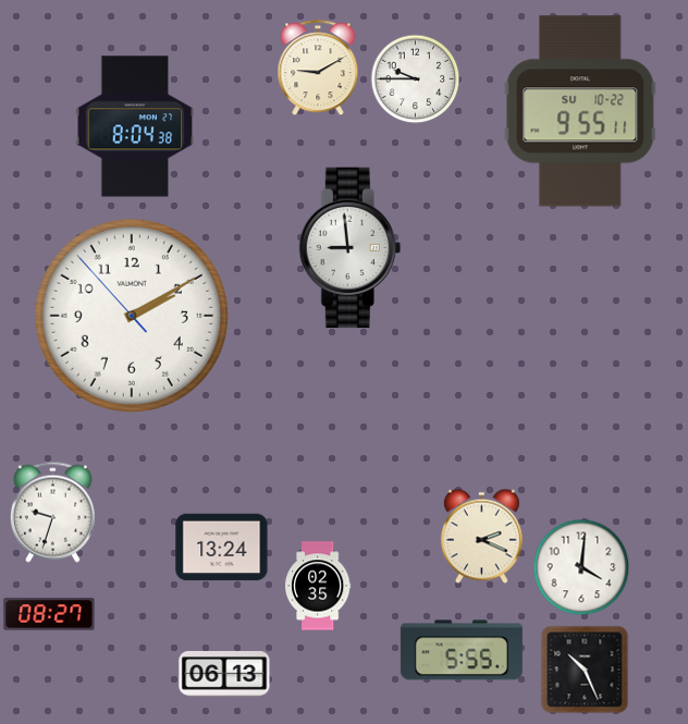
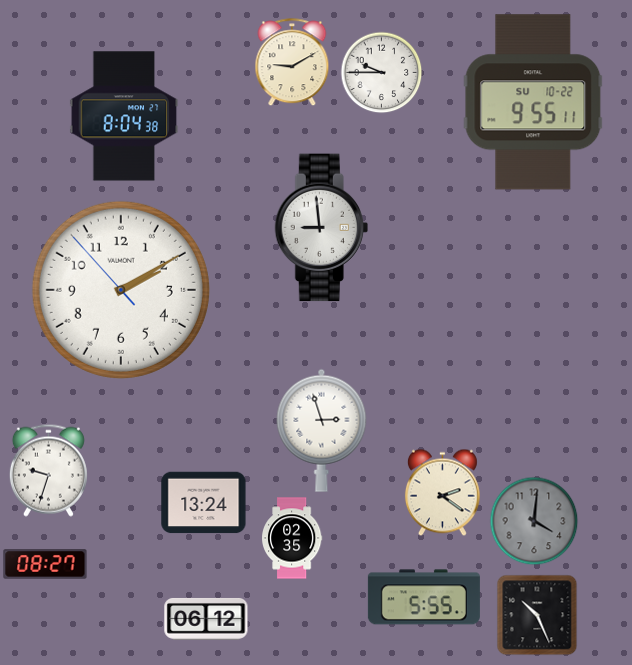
clock at (322, 430): none -> 2:57
clock at (481, 536): 2:19 -> 2:21
clock at (581, 567) dial: white -> grey
clock at (224, 674): 06:13 -> 06:12
